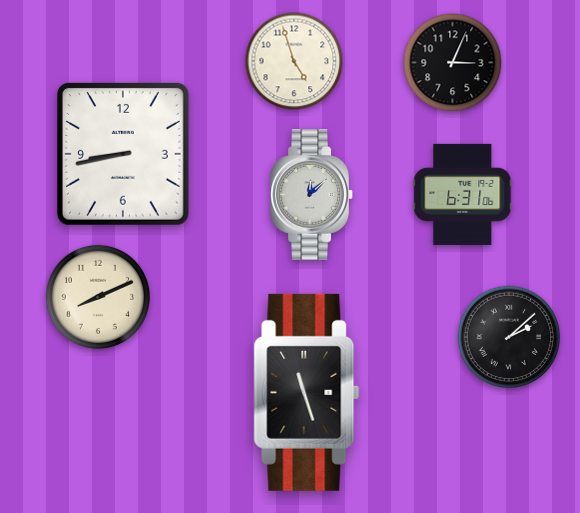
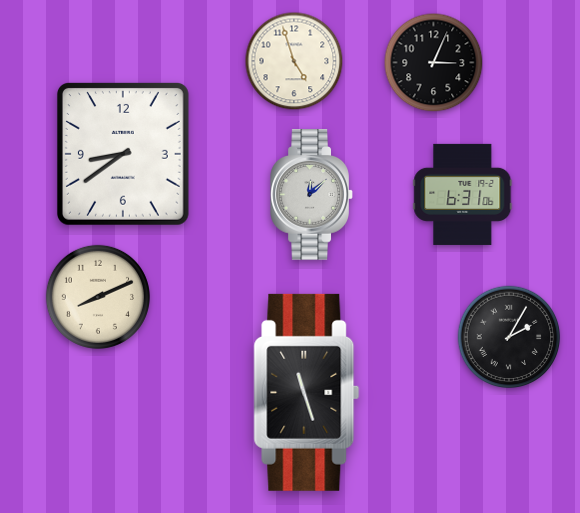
clock at (453, 63) position: (453, 63) -> (434, 63)
clock at (123, 154): 8:43 -> 8:39
clock at (509, 337): 2:08 -> 2:05
